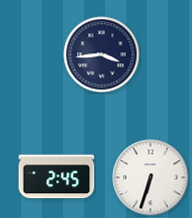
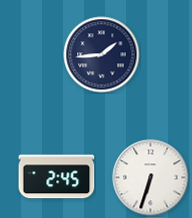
clock at (102, 55): 3:44 -> 1:44
